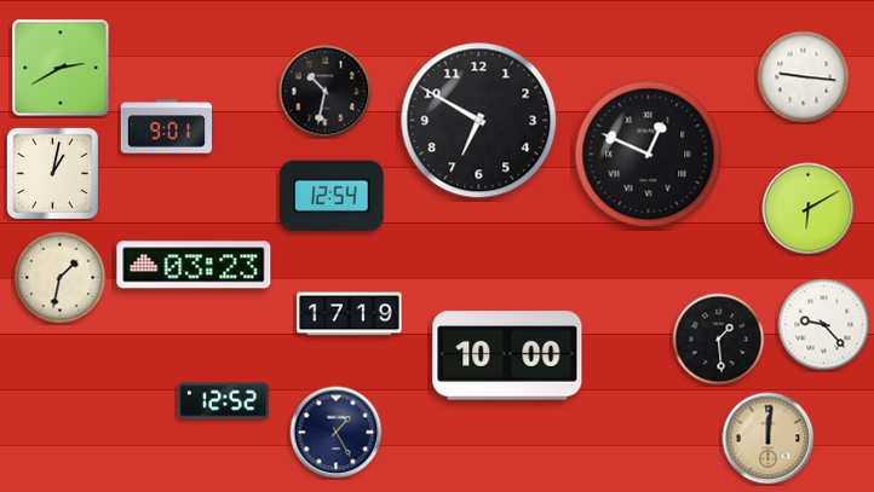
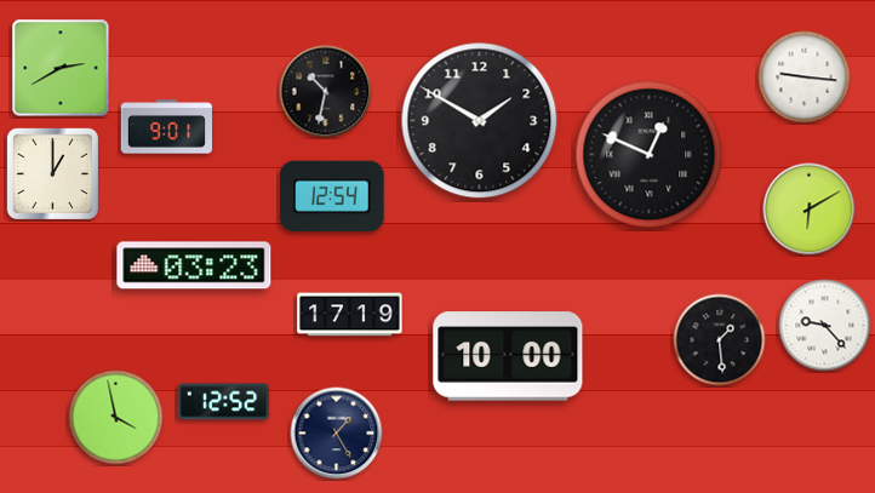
clock at (479, 121): 6:50 -> 1:50
clock at (52, 173): 1:02 -> 1:00
clock at (61, 278): 1:32 -> none
clock at (116, 418): none -> 3:58
clock at (769, 439): 12:01 -> none
